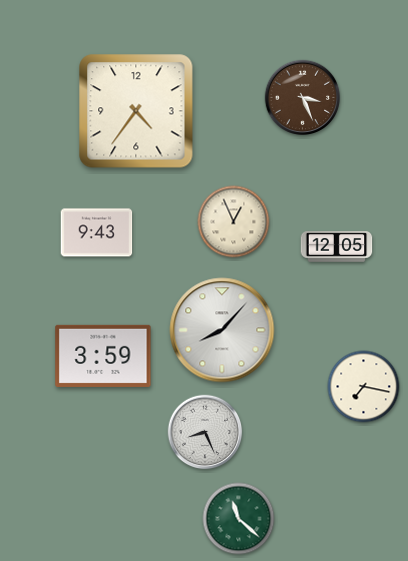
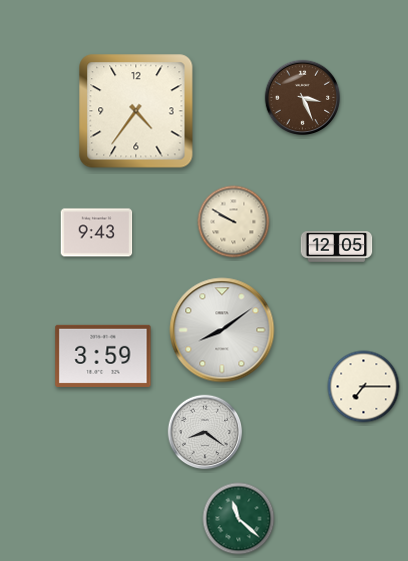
clock at (234, 222): 12:56 -> 9:50
clock at (222, 330): 8:07 -> 8:09
clock at (364, 387): 7:17 -> 7:15
clock at (205, 432): 8:26 -> 8:21
